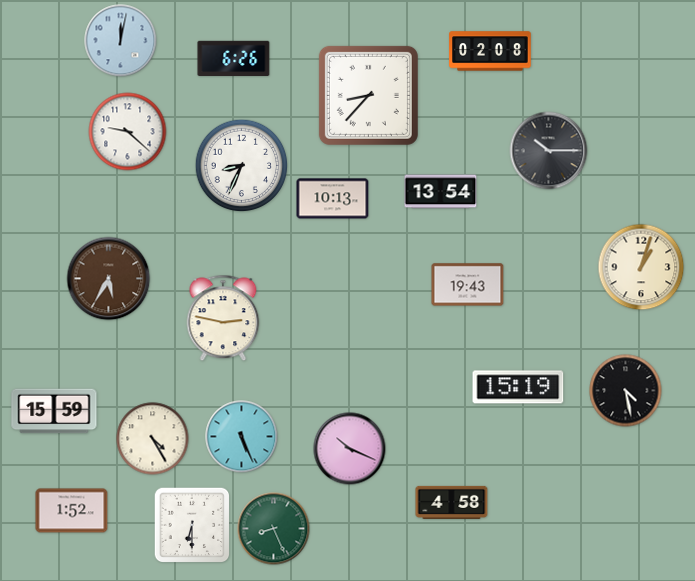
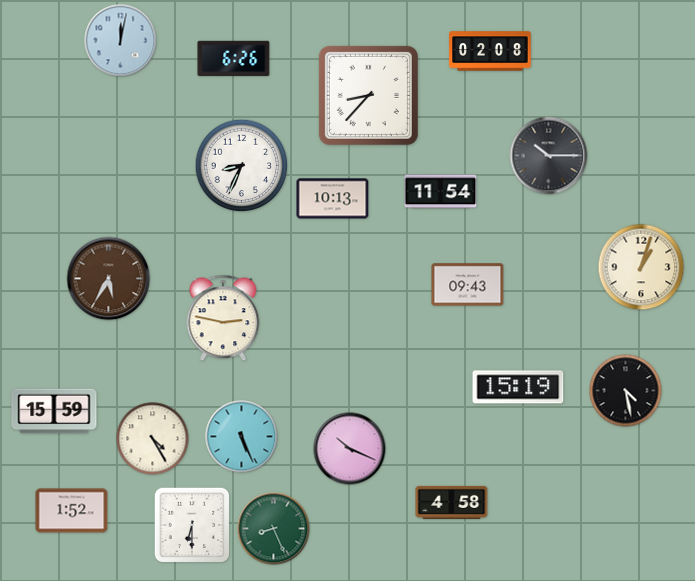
clock at (128, 132): 9:22 -> none
clock at (549, 151) position: (549, 151) -> (549, 156)
clock at (441, 192): 13:54 -> 11:54
clock at (468, 285): 19:43 -> 09:43
